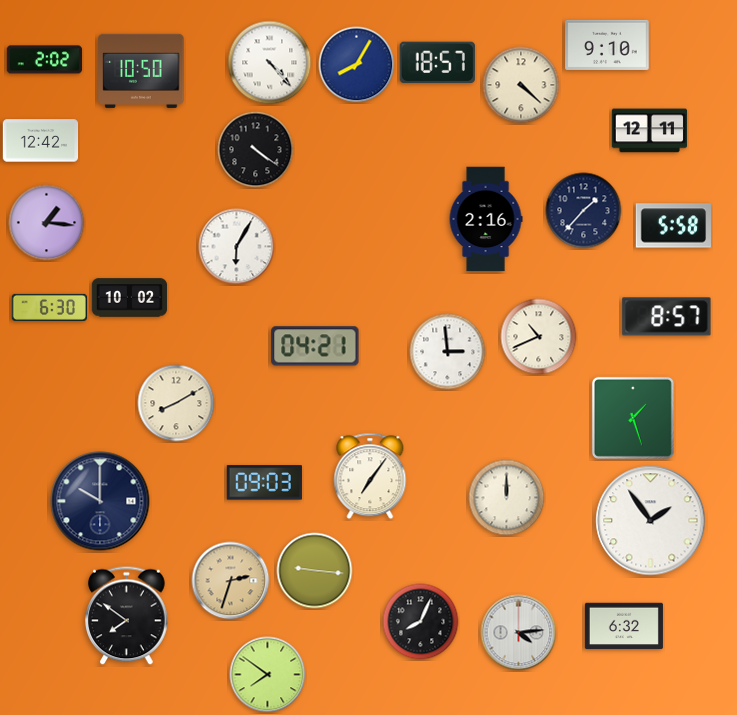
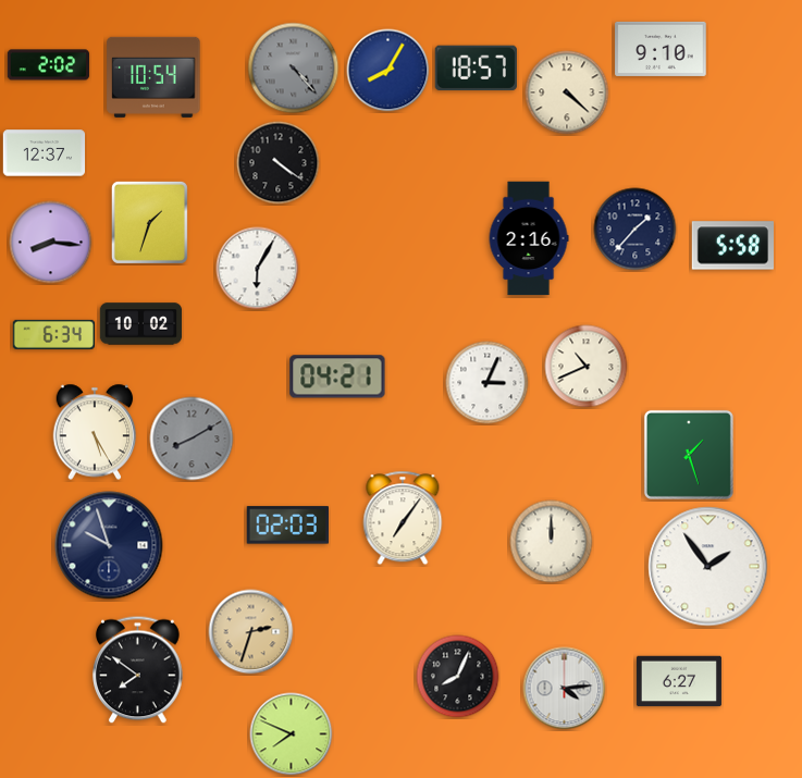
clock at (270, 63) dial: white -> grey
clock at (141, 71): 10:50 -> 10:54
clock at (650, 131): 12:11 -> none
clock at (41, 141): 12:42 -> 12:37
clock at (149, 222): none -> 1:33
clock at (47, 223): 1:16 -> 8:16
clock at (49, 307): 6:30 -> 6:34
clock at (667, 317): 8:57 -> none
clock at (315, 346) position: (315, 346) -> (337, 376)
clock at (448, 352): 2:59 -> 3:04
clock at (95, 432): none -> 5:25
clock at (176, 403) dial: cream -> grey
clock at (264, 483): 09:03 -> 02:03
clock at (100, 501): 10:00 -> 9:57
clock at (315, 571): 9:16 -> none
clock at (624, 626): 6:32 -> 6:27
clock at (268, 675): 7:51 -> 7:49
